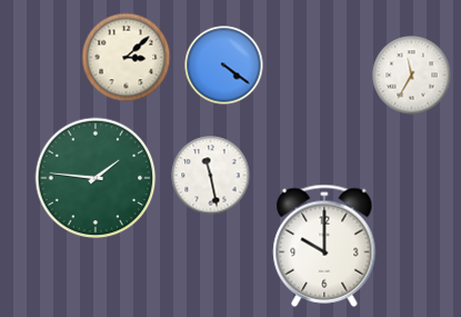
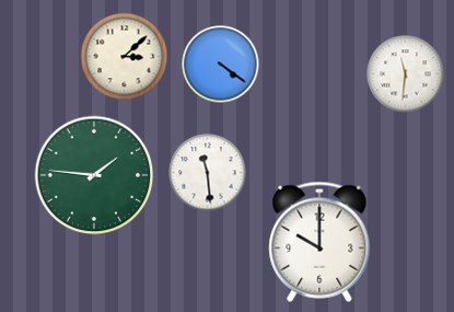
clock at (412, 76): 11:35 -> 11:31
clock at (211, 176): 11:28 -> 11:29
